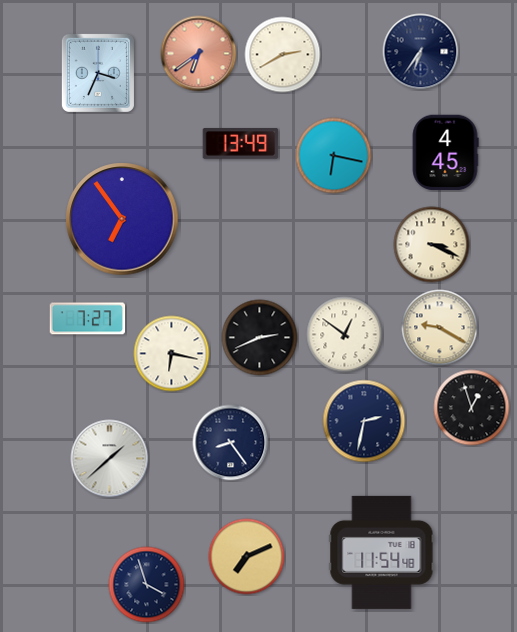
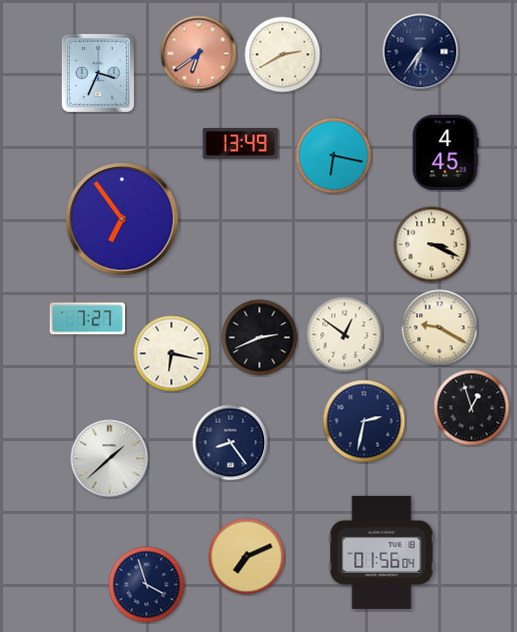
clock at (382, 552): 11:54 -> 01:56
